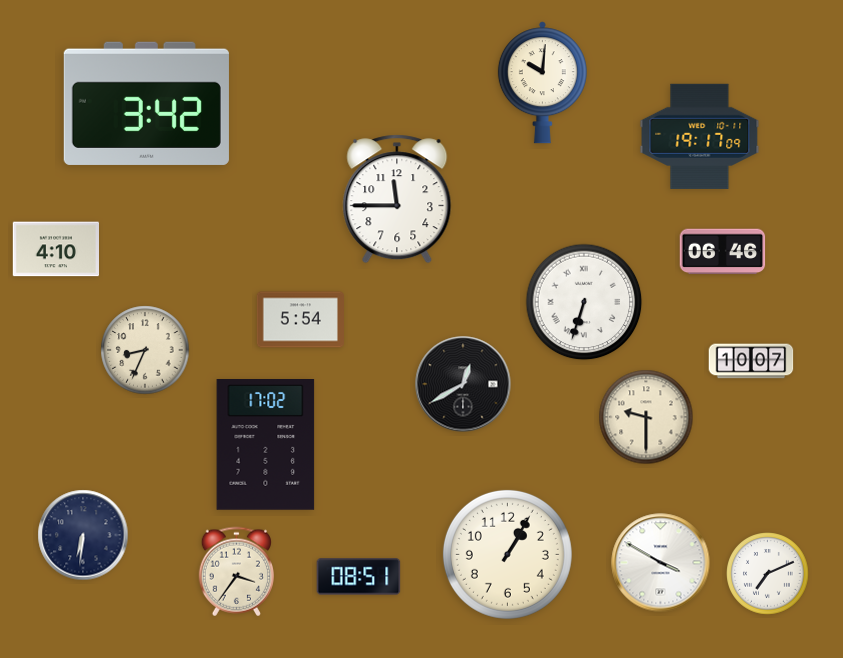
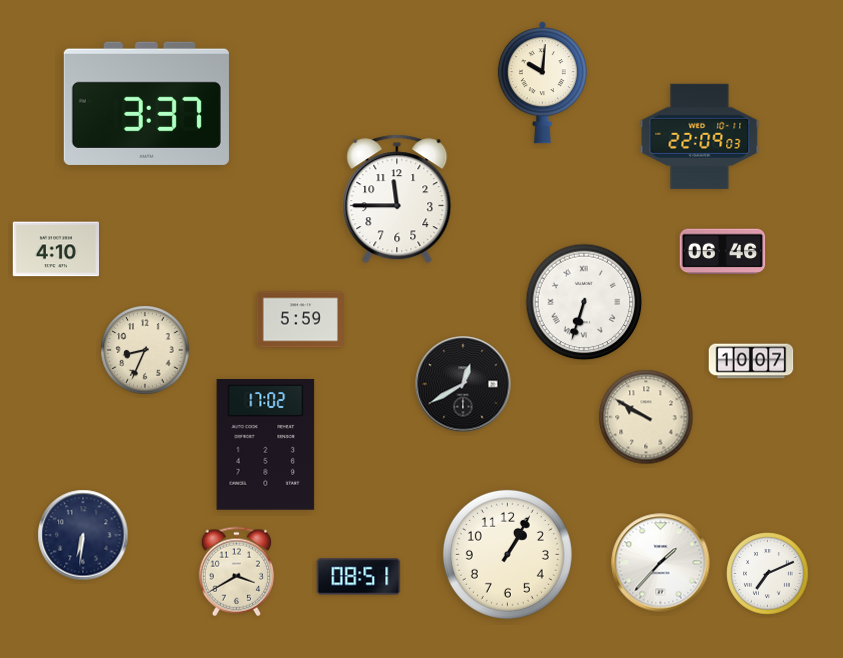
clock at (146, 103): 3:42 -> 3:37
clock at (700, 136): 19:17 -> 22:09
clock at (300, 320): 5:54 -> 5:59
clock at (646, 417): 9:30 -> 9:50
clock at (661, 563): 3:50 -> 1:37
clock at (236, 572): 3:36 -> 3:40
